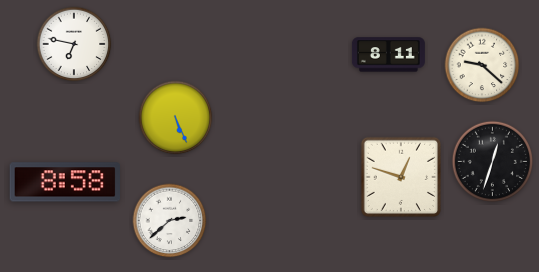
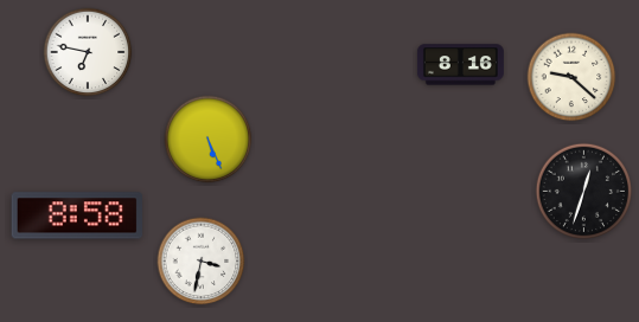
clock at (388, 55): 8:11 -> 8:16
clock at (400, 176): 12:48 -> none
clock at (170, 221): 2:38 -> 3:32
